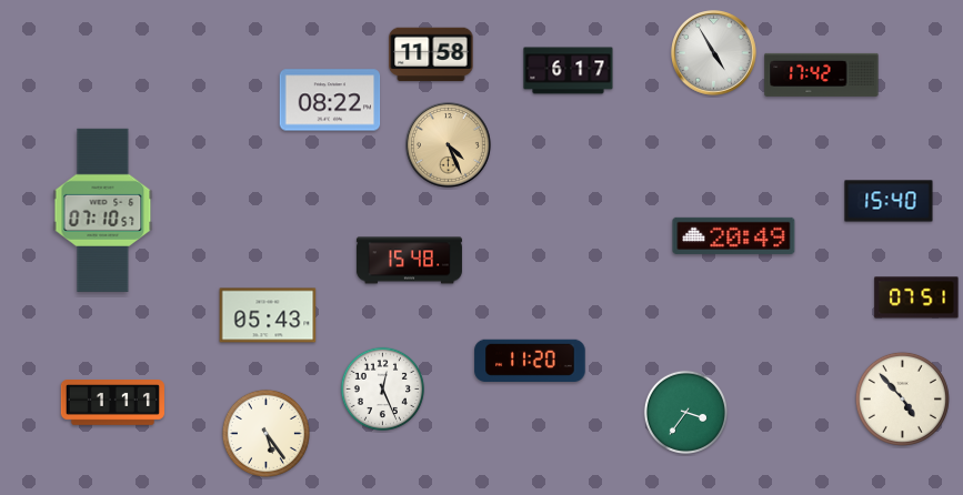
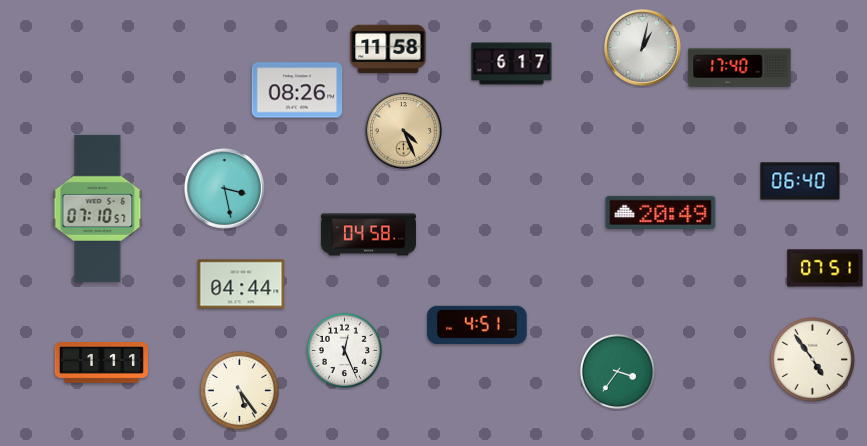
clock at (714, 53): 4:55 -> 1:02
clock at (822, 74): 17:42 -> 17:40
clock at (330, 100): 08:22 -> 08:26
clock at (889, 201): 15:40 -> 06:40
clock at (224, 188): none -> 3:28
clock at (103, 210) position: (103, 210) -> (98, 208)
clock at (409, 261): 15:48 -> 04:58
clock at (268, 315): 05:43 -> 04:44
clock at (530, 360): 11:20 -> 4:51
clock at (902, 398): 4:53 -> 4:54
